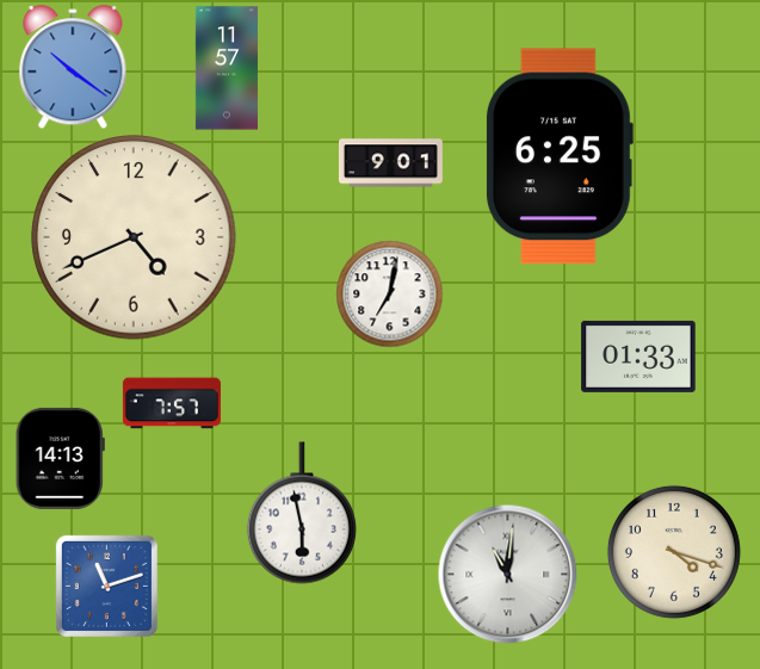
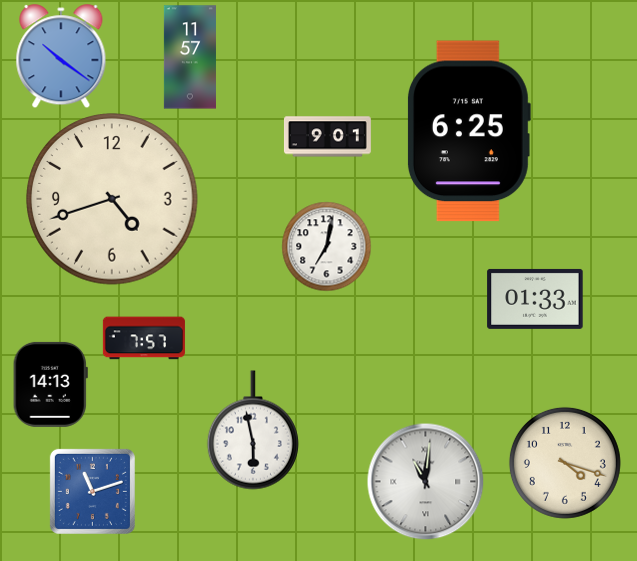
clock at (134, 237): 4:41 -> 4:42
clock at (106, 586) position: (106, 586) -> (92, 491)
